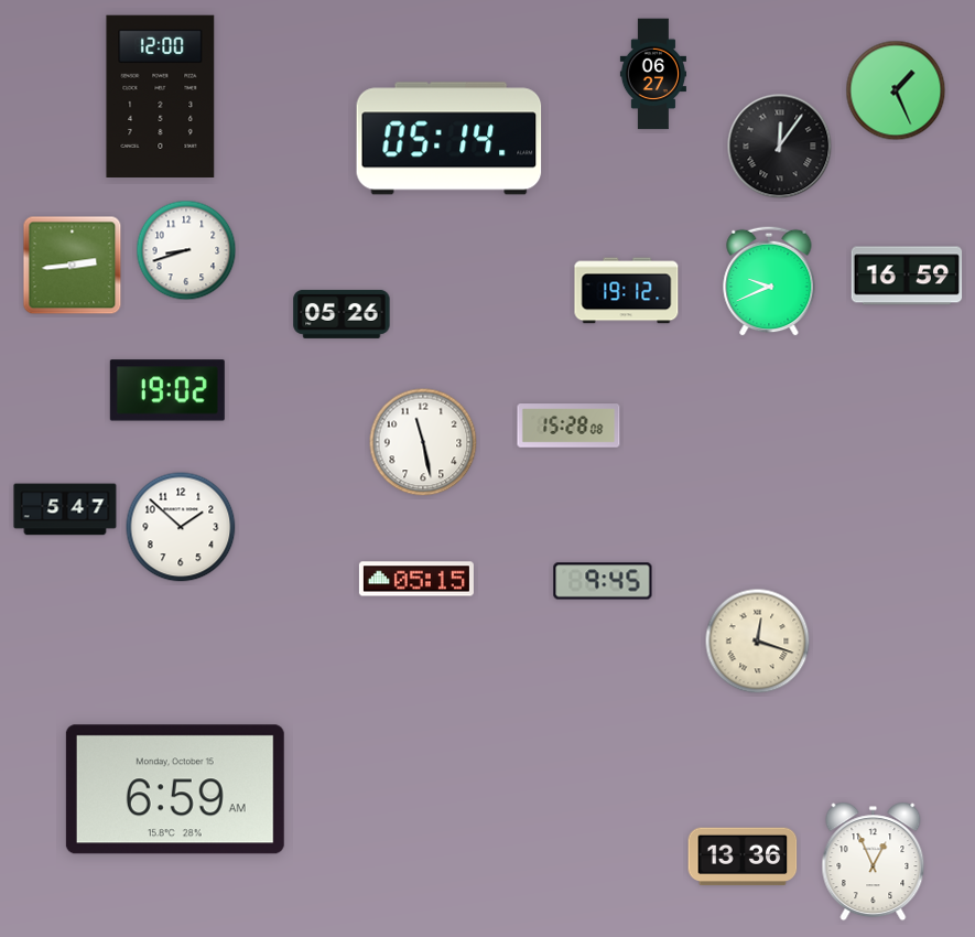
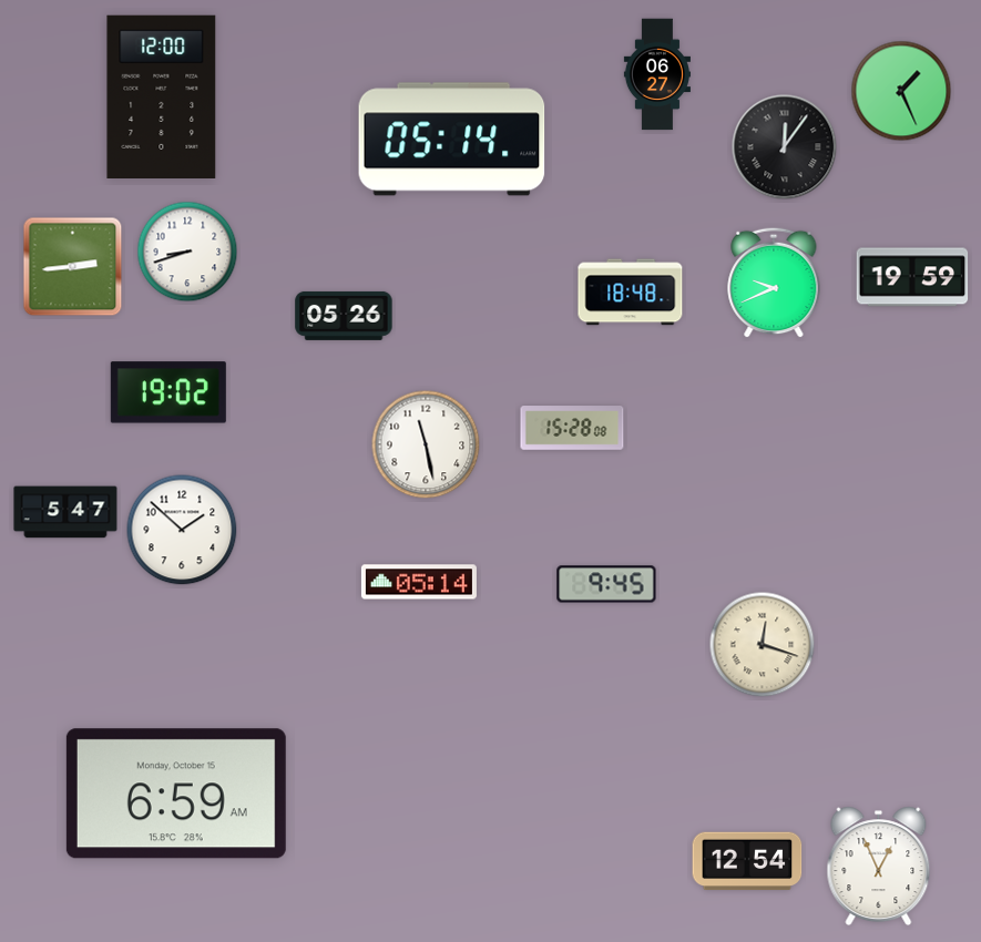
clock at (907, 276): 16:59 -> 19:59
clock at (627, 291): 19:12 -> 18:48
clock at (416, 579): 05:15 -> 05:14
clock at (743, 857): 13:36 -> 12:54
